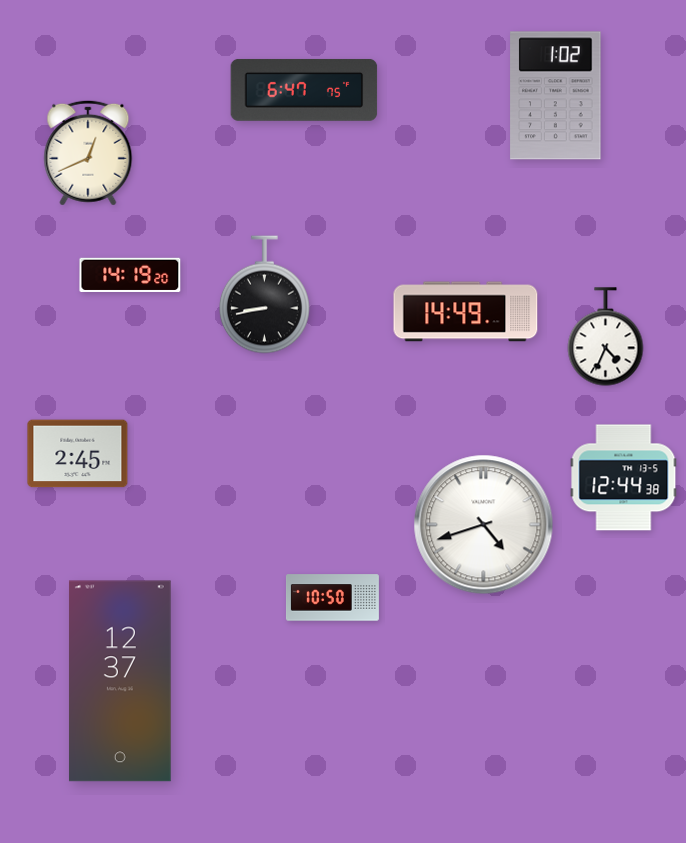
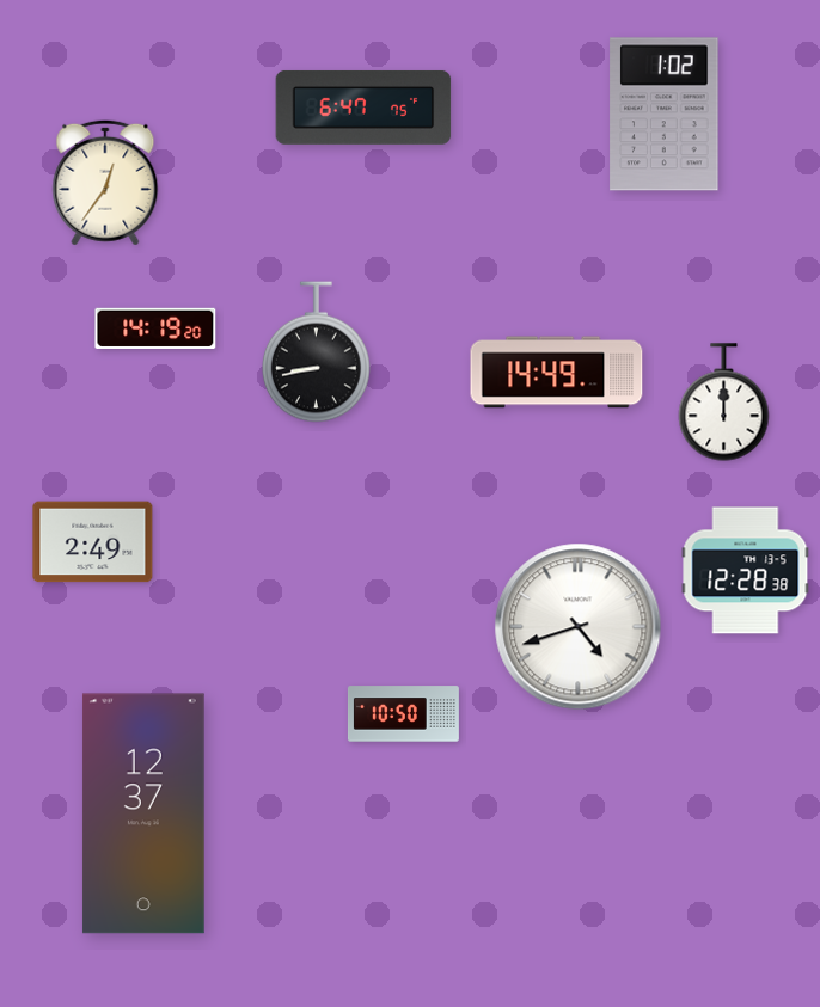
clock at (88, 153): 12:41 -> 12:36
clock at (606, 337): 4:34 -> 12:00
clock at (78, 454): 2:45 -> 2:49
clock at (624, 478): 12:44 -> 12:28
clock at (332, 598) position: (332, 598) -> (403, 714)
